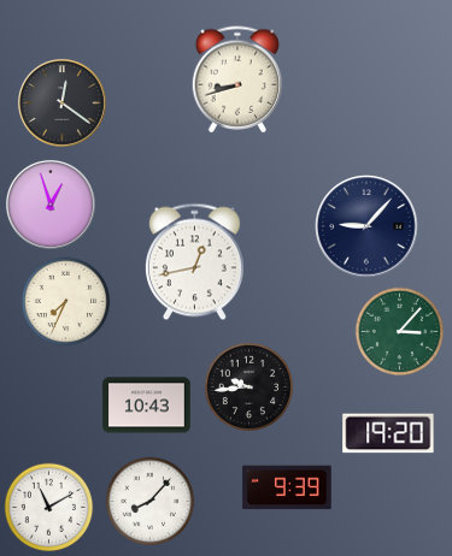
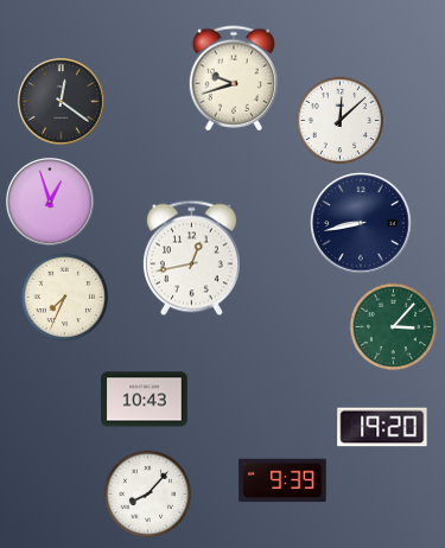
clock at (236, 79): 8:42 -> 9:42
clock at (341, 121): none -> 12:08
clock at (366, 226): 9:07 -> 8:43
clock at (250, 388): 9:44 -> none
clock at (49, 508): 11:10 -> none
